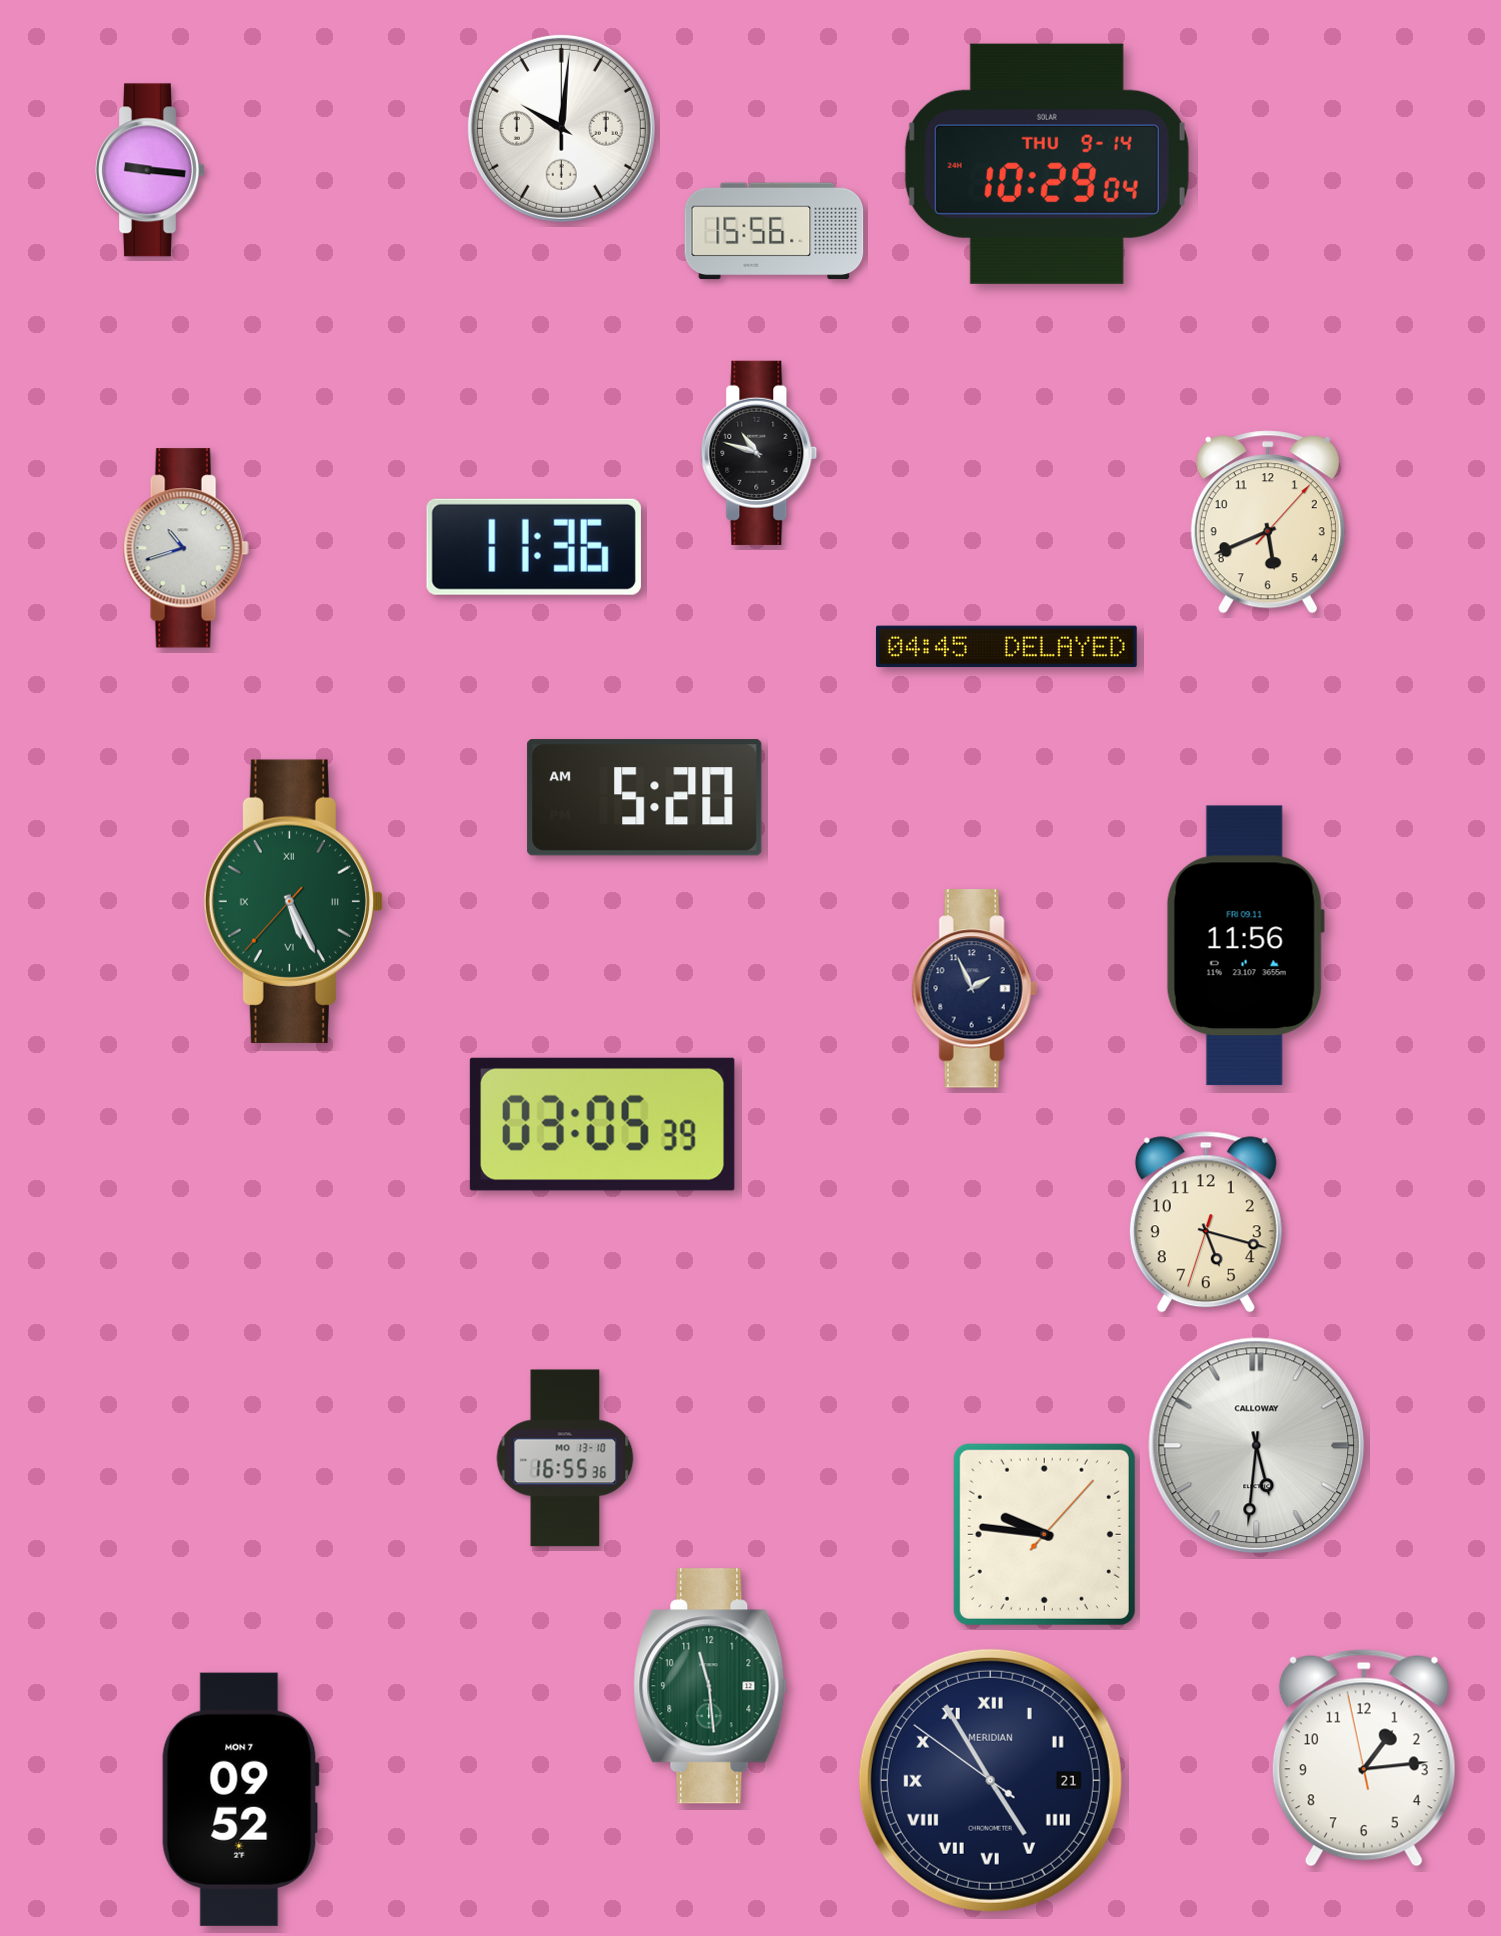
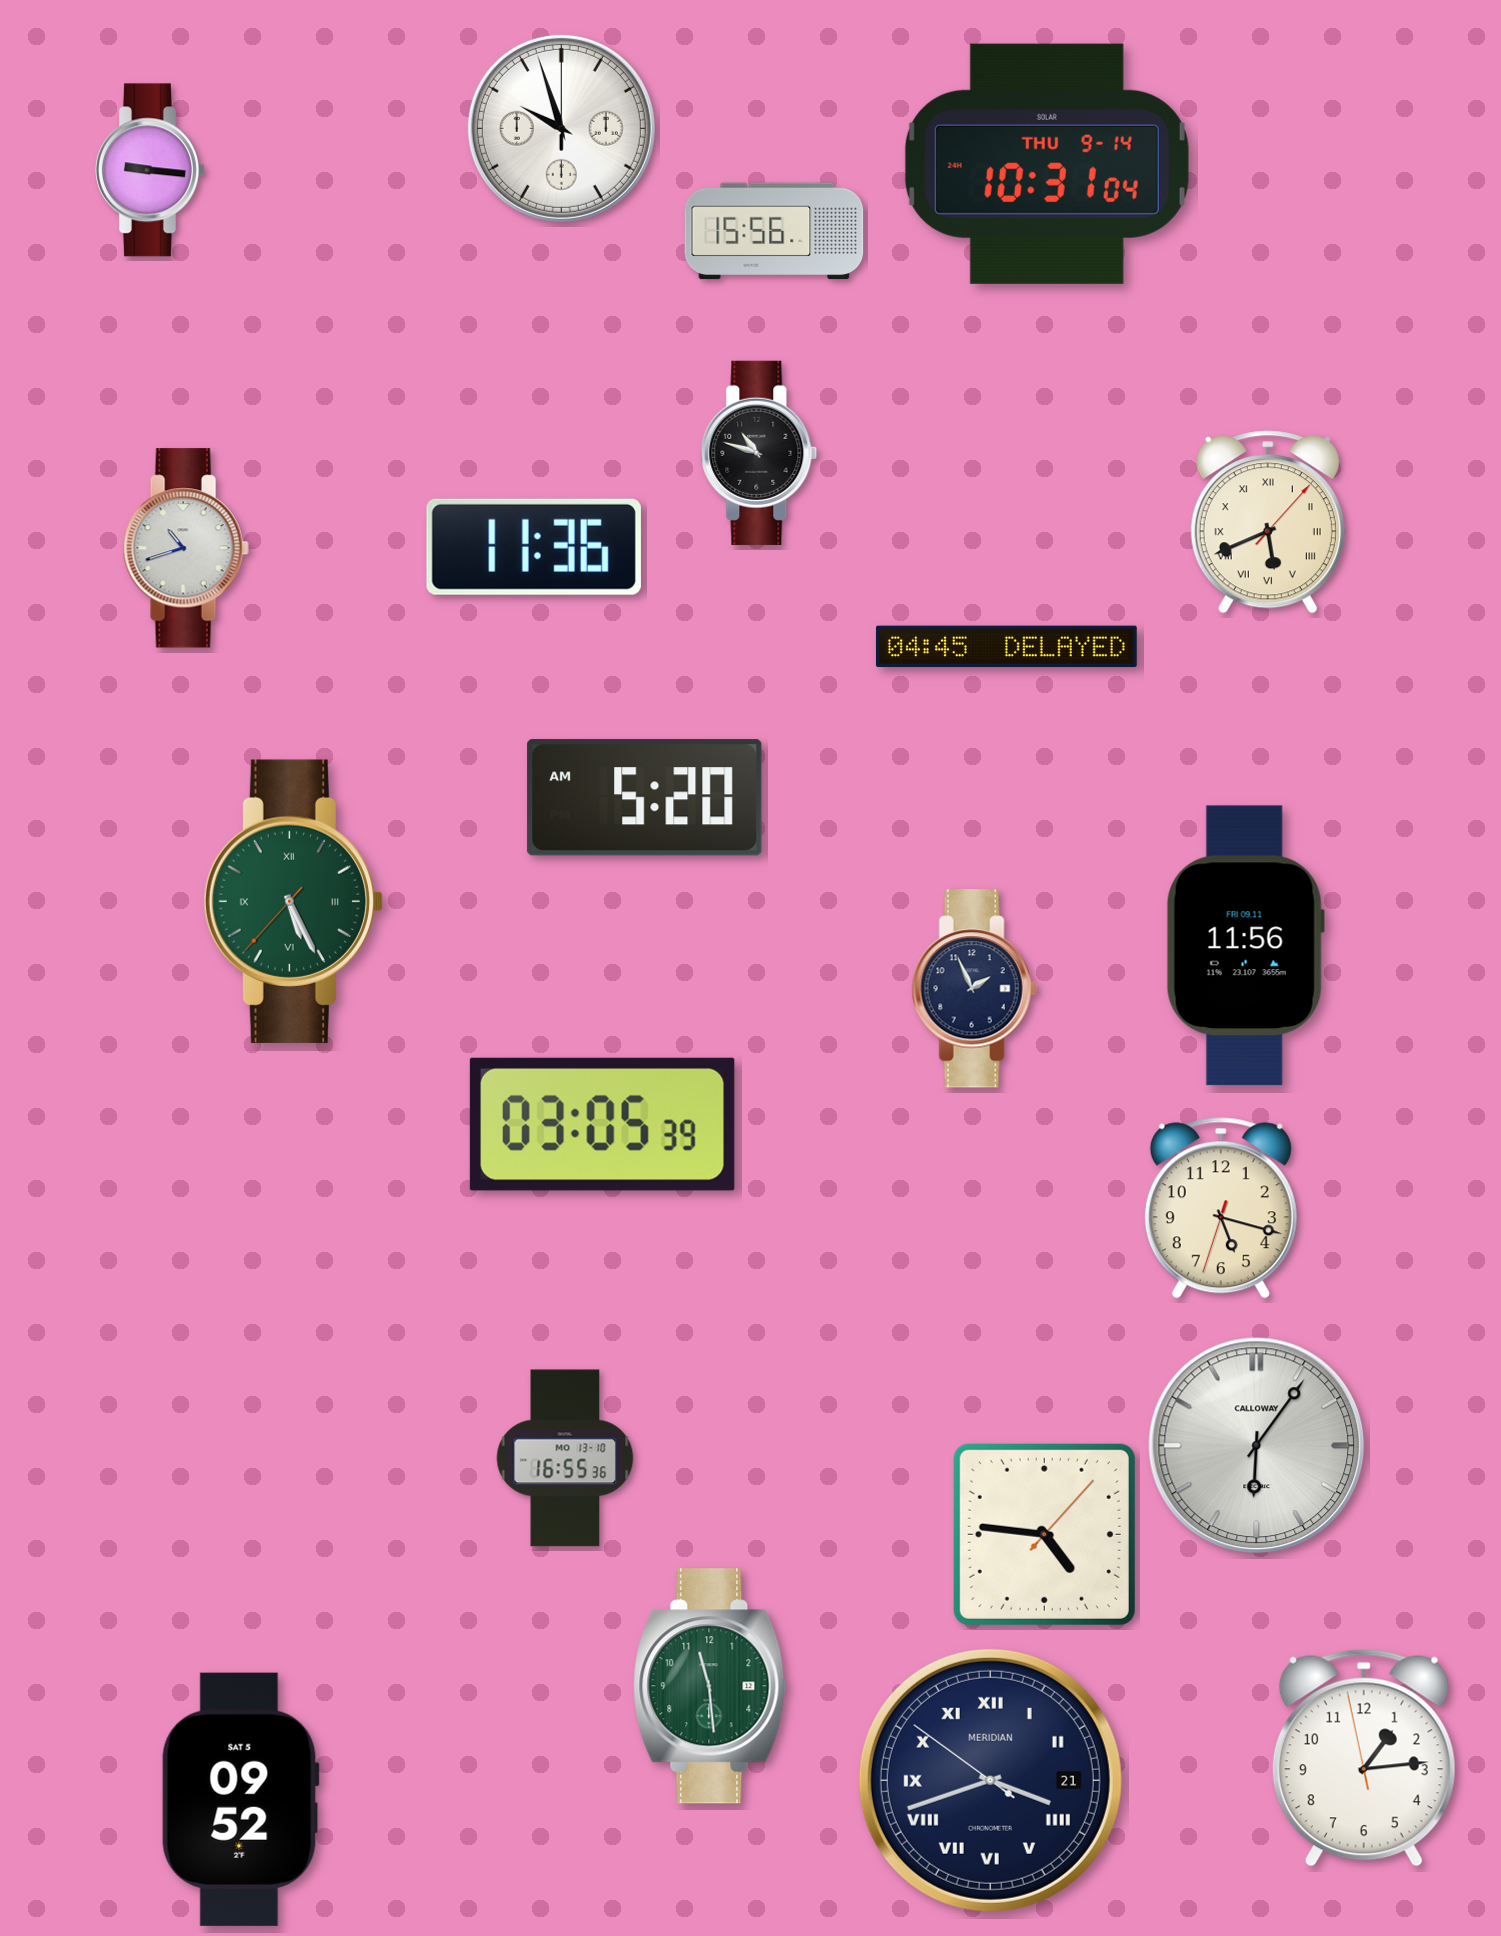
clock at (561, 128): 10:01 -> 9:57
clock at (1047, 164): 10:29 -> 10:31
clock at (1268, 522) numerals: Arabic -> Roman
clock at (1206, 1222) position: (1206, 1222) -> (1221, 1208)
clock at (1257, 1446): 5:31 -> 6:06
clock at (1044, 1534): 9:46 -> 4:46
clock at (990, 1780): 4:54 -> 3:41
clock at (240, 1799) date: MON 7 -> SAT 5
